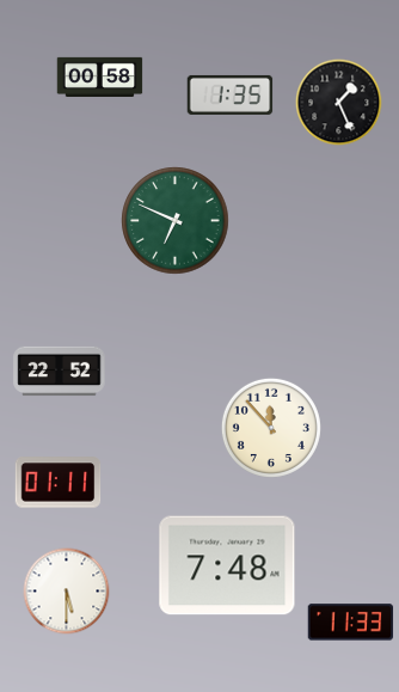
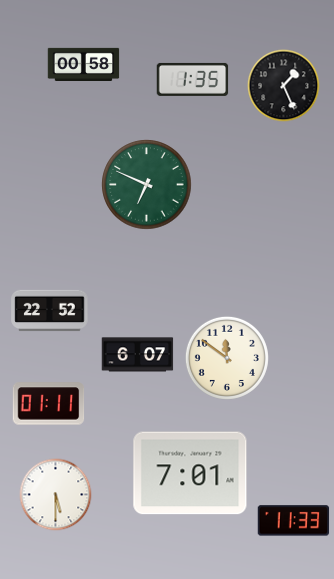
clock at (138, 355): none -> 6:07
clock at (271, 428): 11:53 -> 11:51
clock at (227, 565): 7:48 -> 7:01
